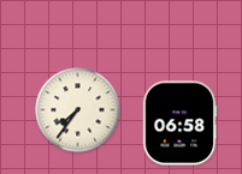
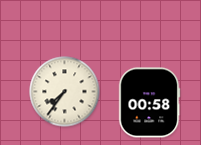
clock at (179, 124): 06:58 -> 00:58
